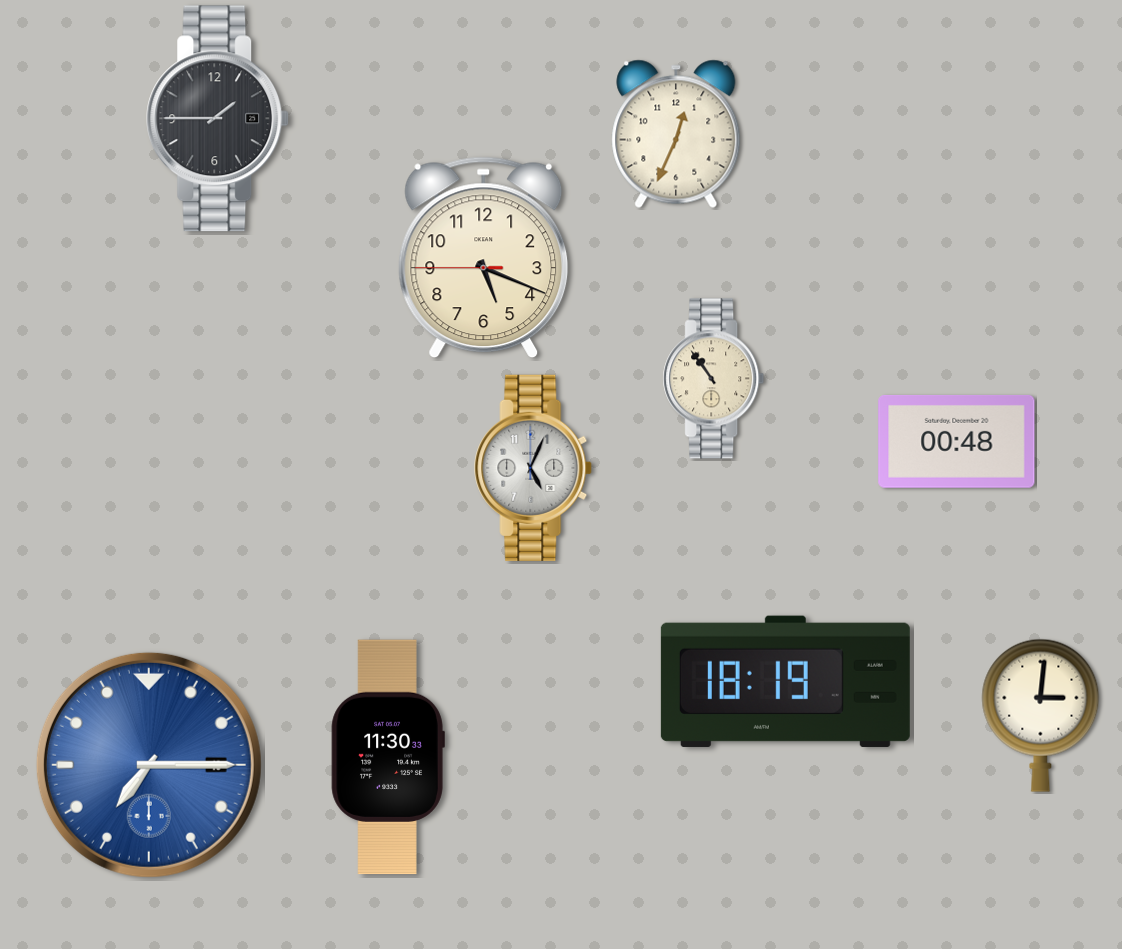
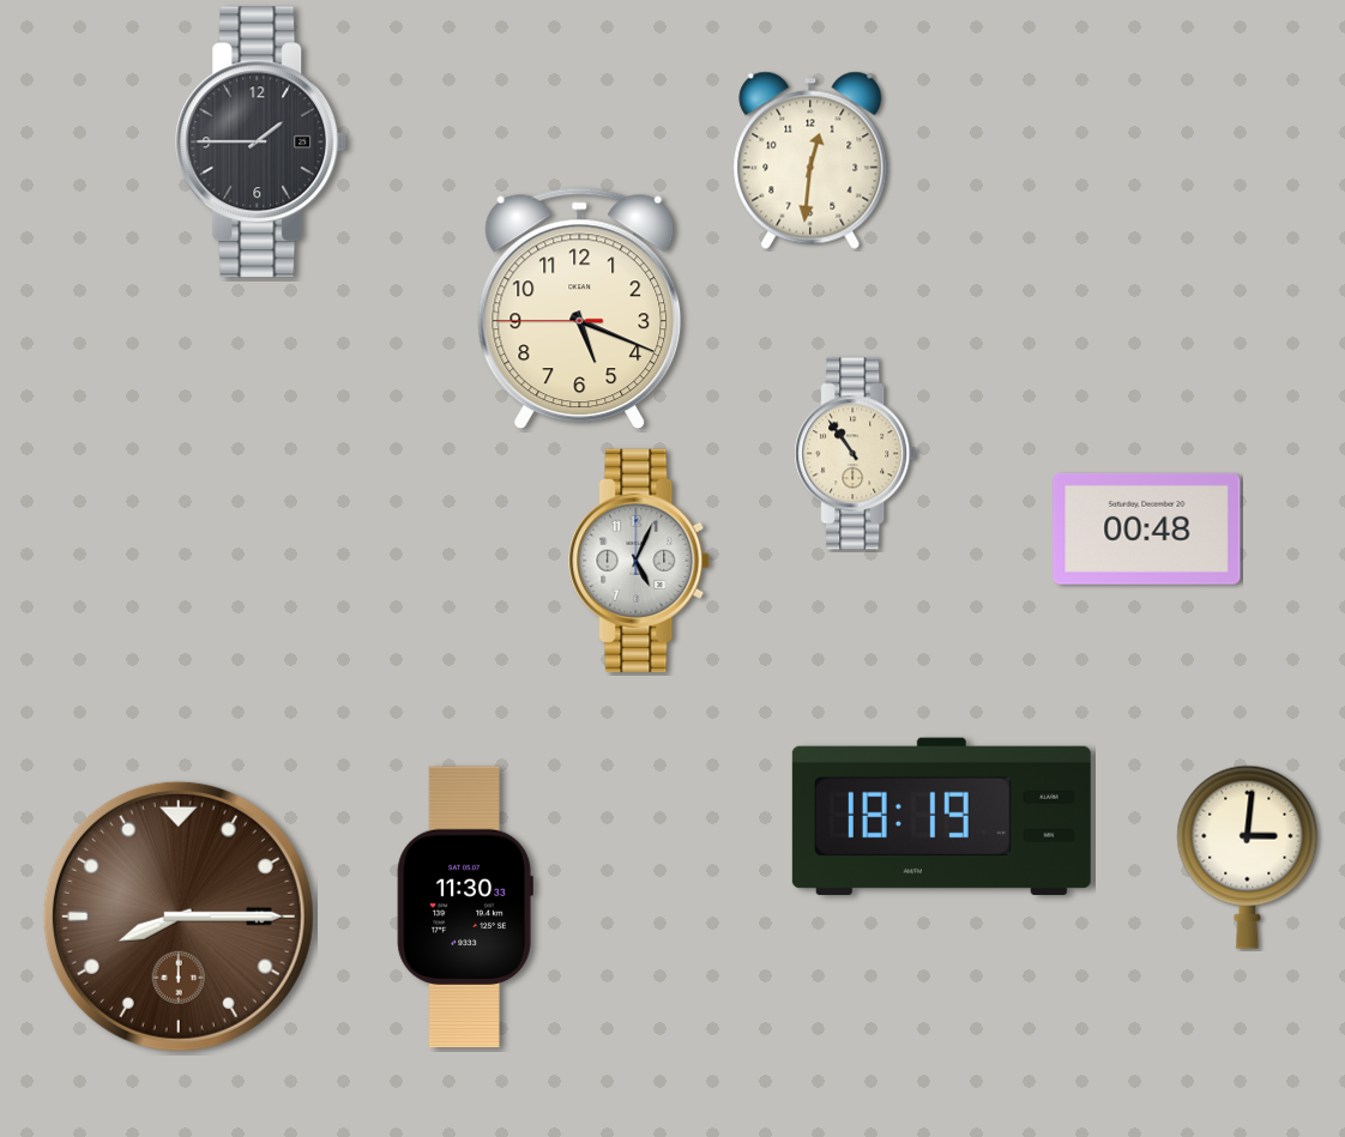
clock at (676, 134): 12:34 -> 12:31
clock at (149, 765): 7:15 -> 8:15
clock at (149, 765) dial: blue -> brown
